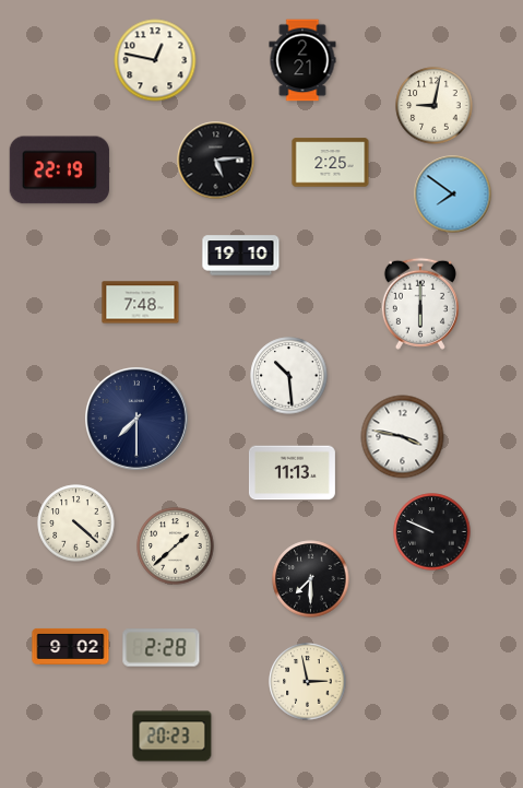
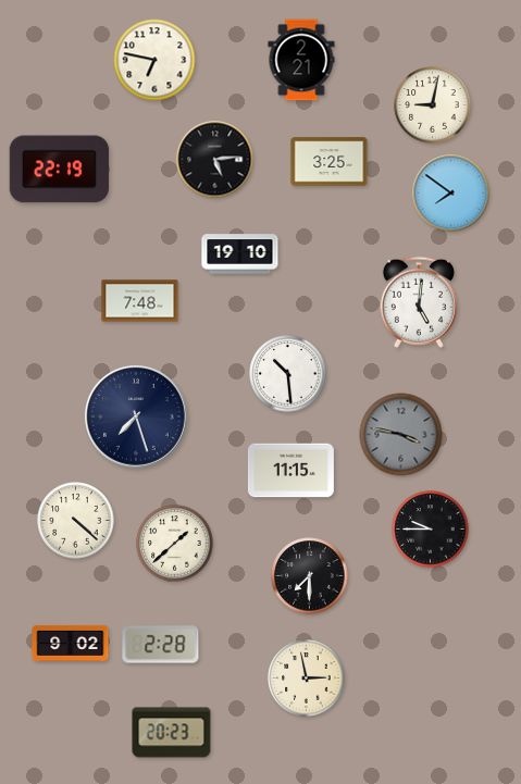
clock at (155, 60): 12:47 -> 6:47
clock at (331, 163): 2:25 -> 3:25
clock at (420, 304): 6:00 -> 5:01
clock at (138, 420): 7:30 -> 7:27
clock at (403, 437) dial: white -> grey
clock at (292, 473): 11:13 -> 11:15
clock at (432, 532): 9:49 -> 9:45
